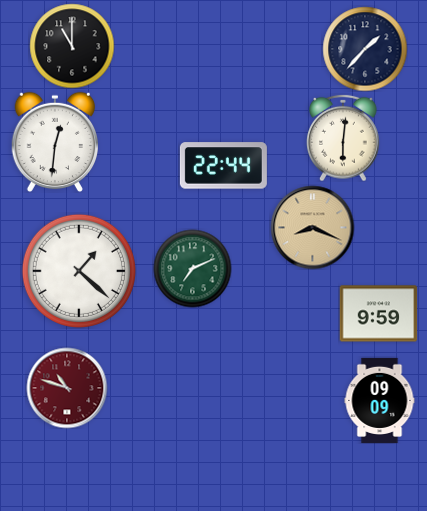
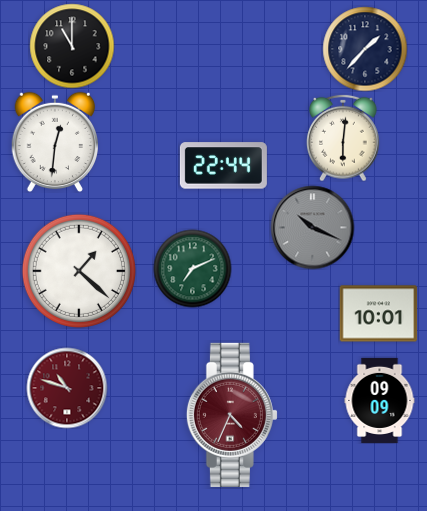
clock at (312, 227): 8:19 -> 10:19
clock at (312, 227) dial: champagne -> grey
clock at (378, 314): 9:59 -> 10:01
clock at (232, 415): none -> 4:34
